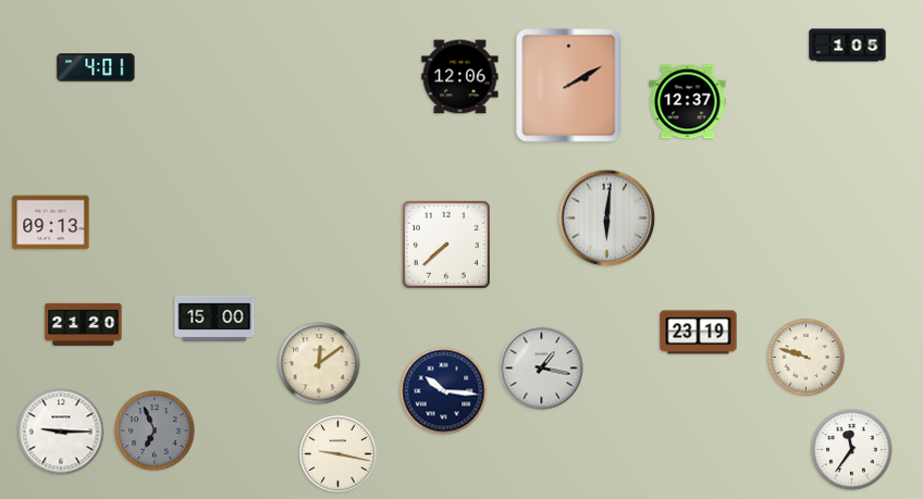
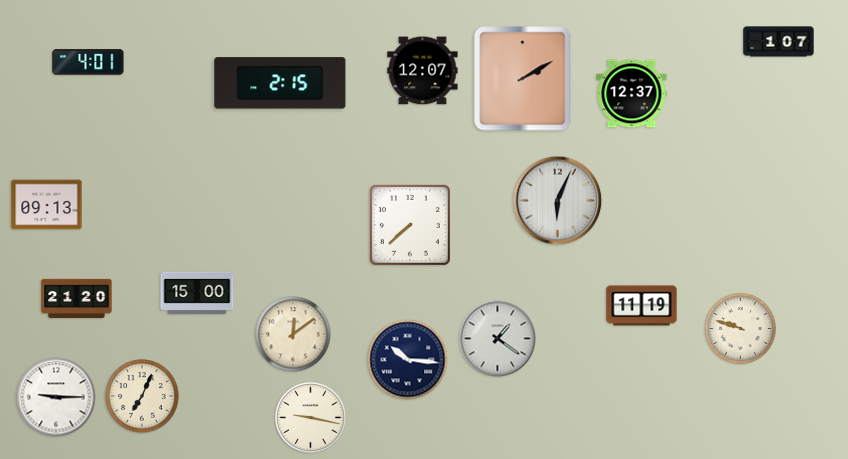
clock at (848, 46): 1:05 -> 1:07
clock at (460, 77): 12:06 -> 12:07
clock at (280, 83): none -> 2:15
clock at (607, 219): 6:01 -> 6:04
clock at (699, 333): 23:19 -> 11:19
clock at (542, 369): 1:17 -> 1:21
clock at (155, 431): 6:56 -> 7:04
clock at (155, 431) dial: grey -> cream
clock at (852, 450): 11:36 -> none
